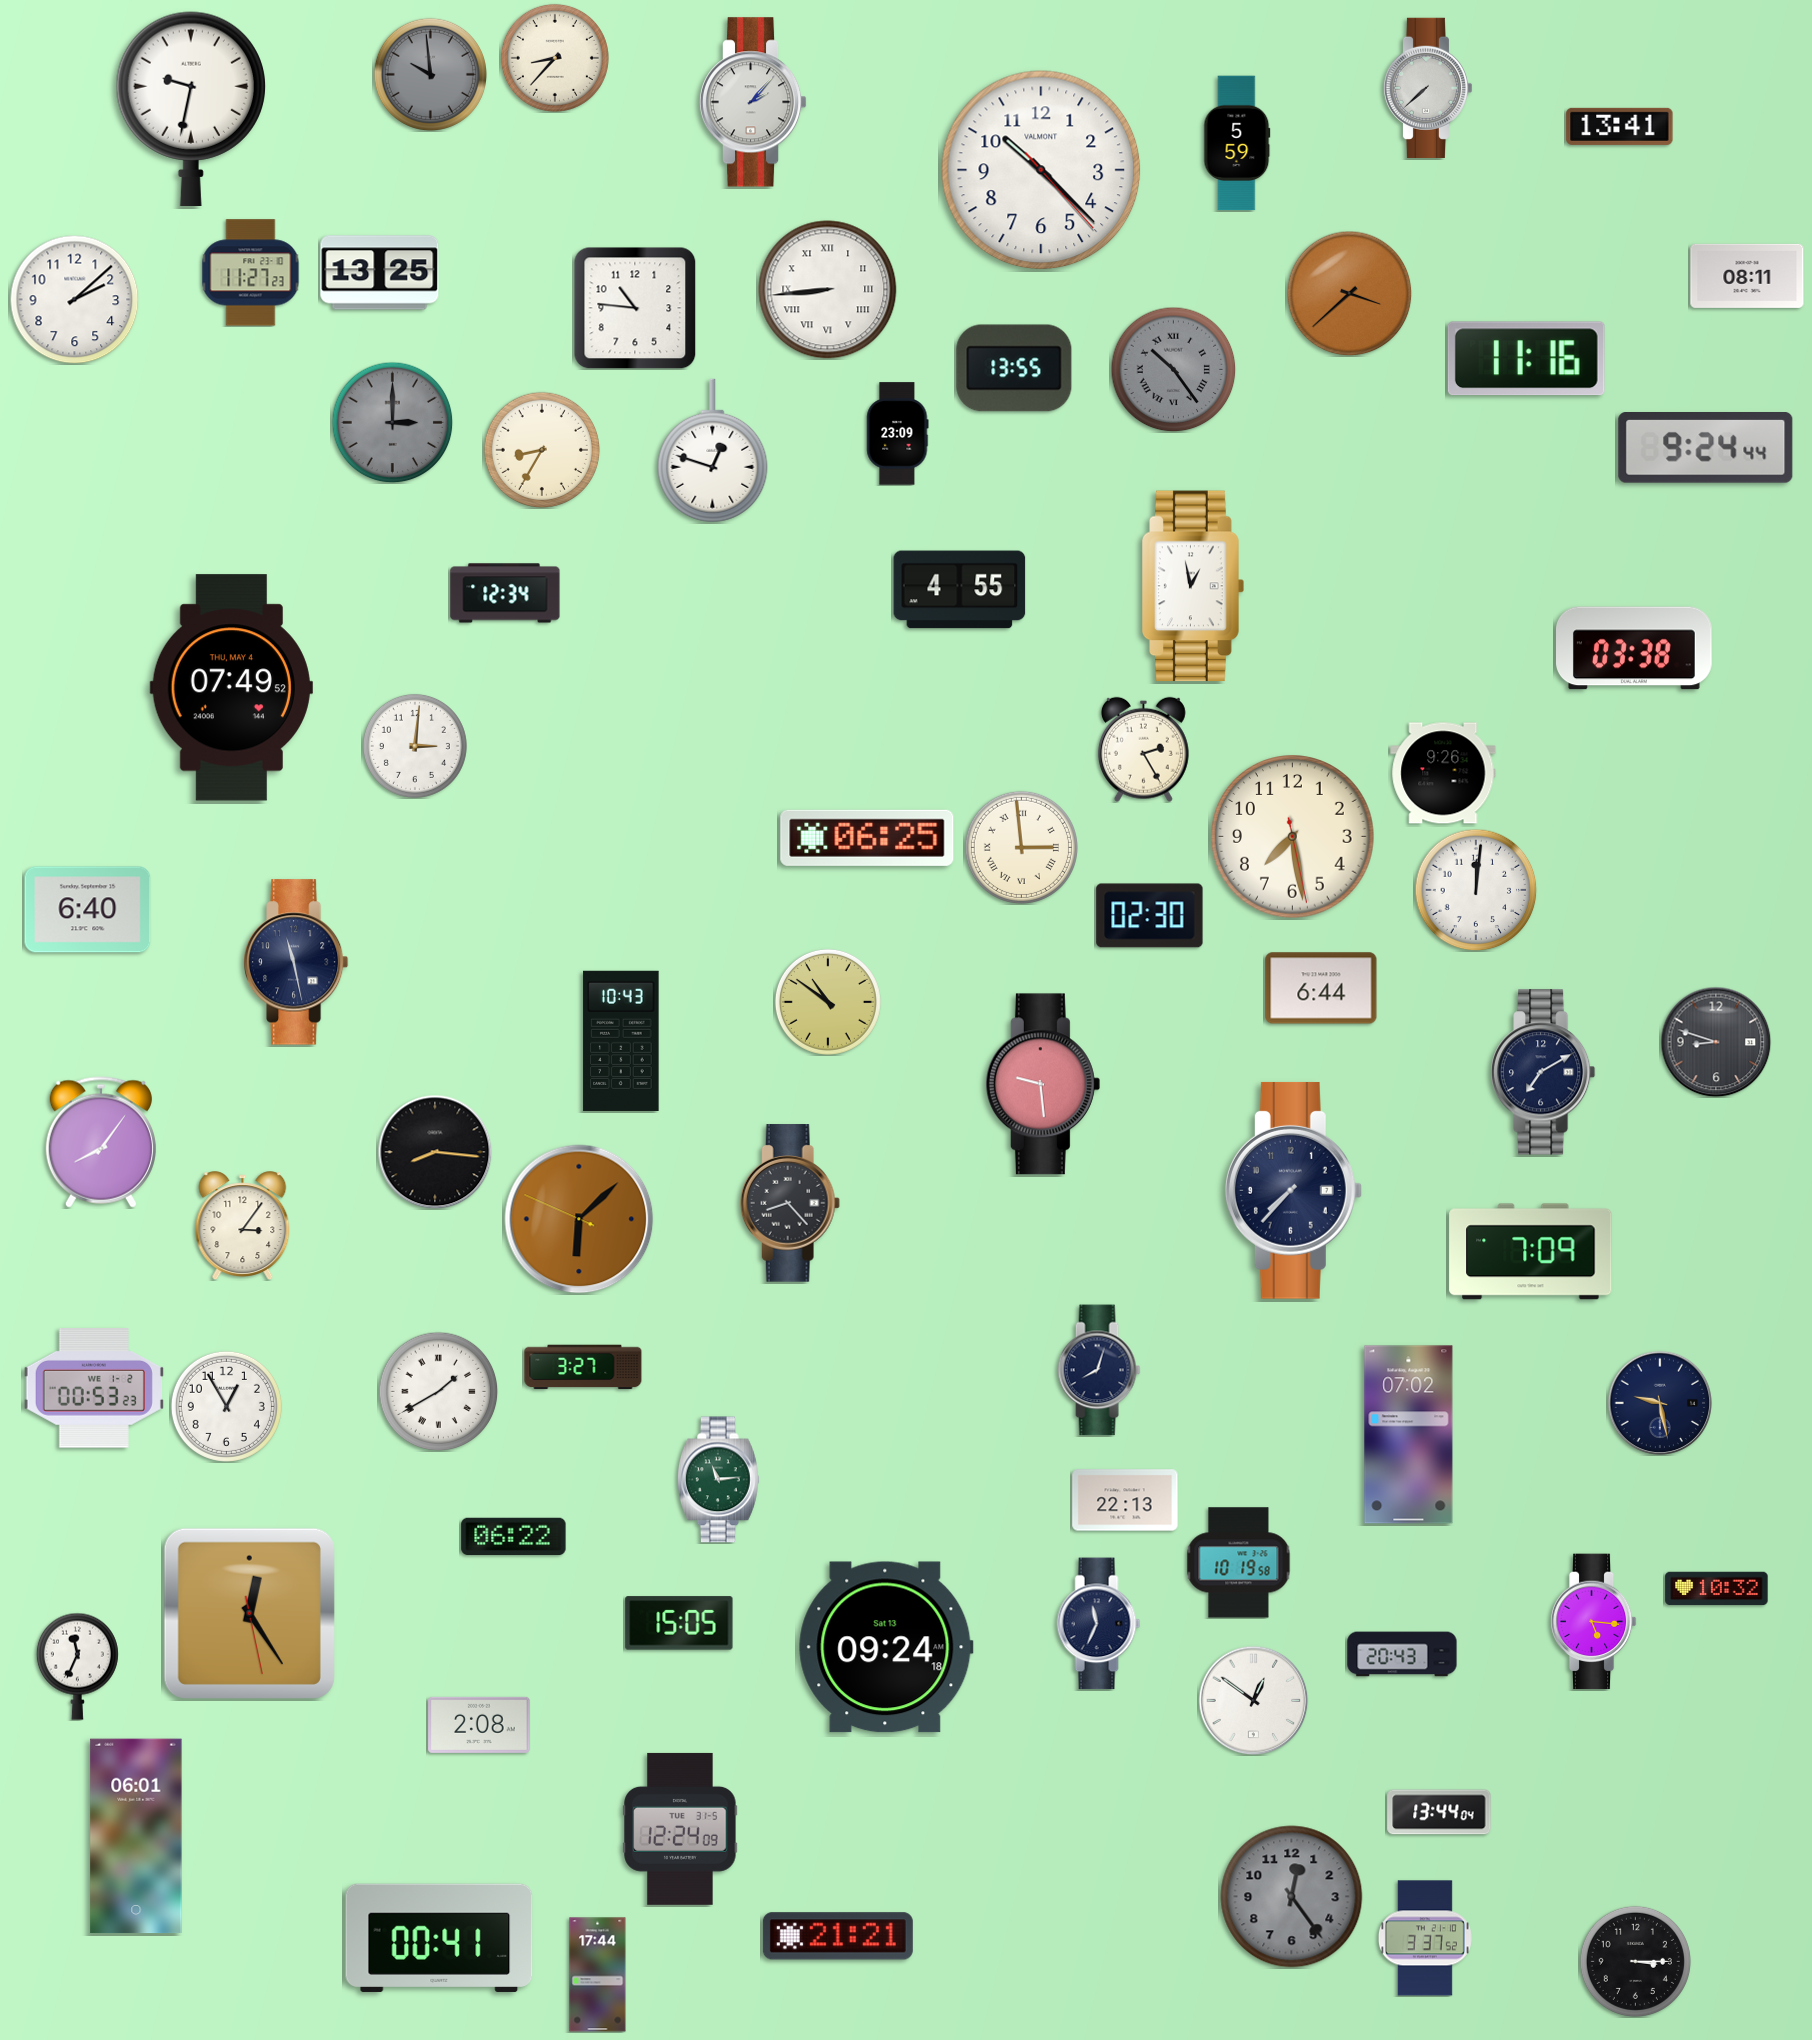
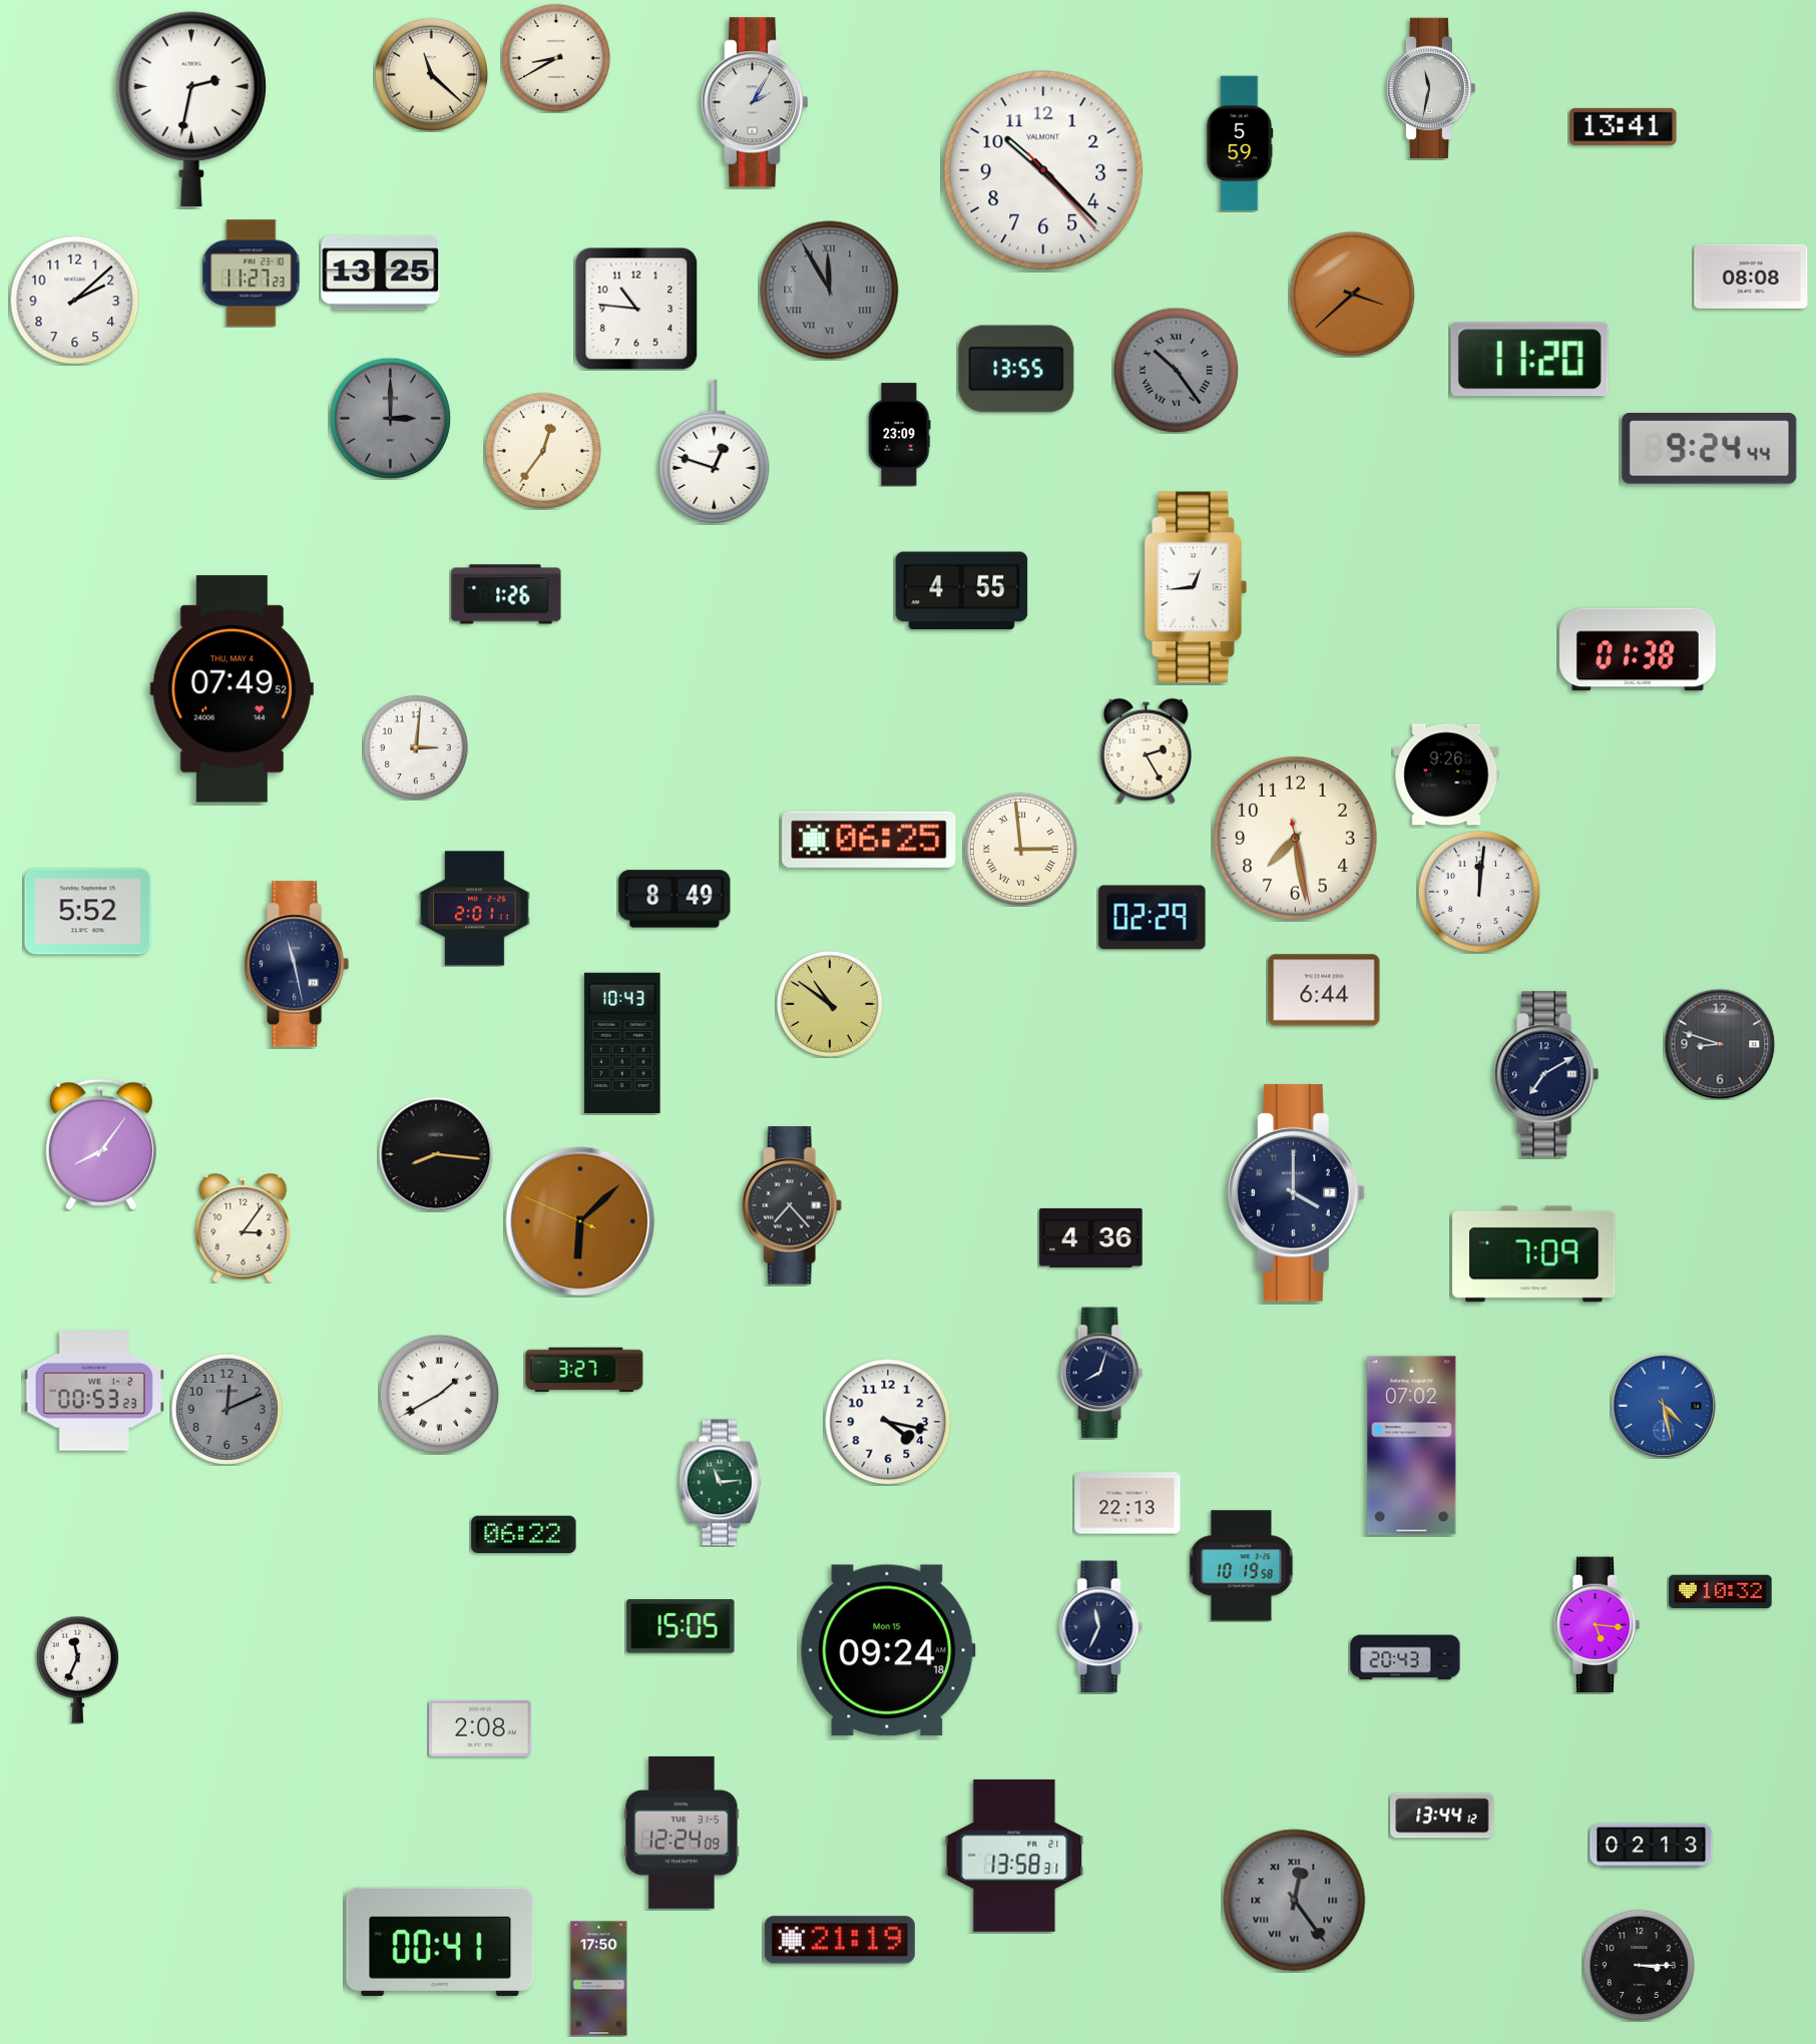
clock at (555, 58): 8:37 -> 8:40
clock at (430, 74): 9:59 -> 11:22
clock at (430, 74) dial: grey -> cream
clock at (1428, 88): 7:38 -> 11:32
clock at (753, 102): 2:07 -> 2:05
clock at (191, 108): 9:32 -> 2:32
clock at (1747, 276): 08:11 -> 08:08
clock at (828, 290): 8:44 -> 11:55
clock at (828, 290) dial: white -> grey
clock at (1526, 359): 11:16 -> 11:20
clock at (392, 422) position: (392, 422) -> (390, 418)
clock at (541, 449): 8:35 -> 12:36
clock at (1193, 586): 12:58 -> 12:44
clock at (505, 593): 12:34 -> 1:26
clock at (1635, 648): 03:38 -> 01:38
clock at (1021, 847) position: (1021, 847) -> (1020, 849)
clock at (674, 899): none -> 8:49
clock at (475, 909): none -> 2:01
clock at (88, 910): 6:40 -> 5:52
clock at (1150, 916): 02:30 -> 02:29
clock at (1043, 1084): 9:29 -> none
clock at (1293, 1190): 7:37 -> 4:00
clock at (790, 1203): 8:23 -> 7:23
clock at (1091, 1237): none -> 4:36
clock at (1659, 1402): 9:28 -> 4:28
clock at (1659, 1402) dial: navy -> blue
clock at (226, 1406): 12:55 -> 12:11
clock at (226, 1406) dial: white -> grey
clock at (888, 1422): none -> 4:17
clock at (1409, 1435) position: (1409, 1435) -> (1412, 1446)
clock at (514, 1537) position: (514, 1537) -> (524, 1535)
clock at (249, 1613): 12:24 -> none
clock at (886, 1647) date: Sat 13 -> Mon 15
clock at (1253, 1700): 12:51 -> none
clock at (1439, 1812): 13:44:04 -> 13:44:12
clock at (136, 1836): 06:01 -> none
clock at (1652, 1846): none -> 02:13
clock at (1014, 1856): none -> 13:58
clock at (1292, 1897) numerals: Arabic -> Roman
clock at (838, 1936): 21:21 -> 21:19
clock at (1425, 1938): 3:37 -> none
clock at (598, 1975): 17:44 -> 17:50
